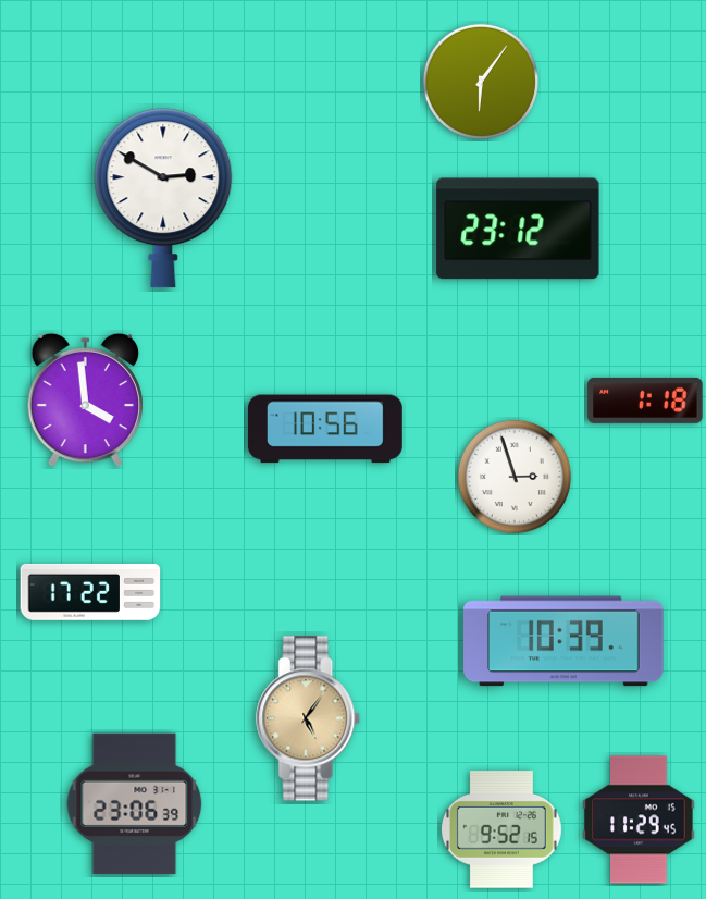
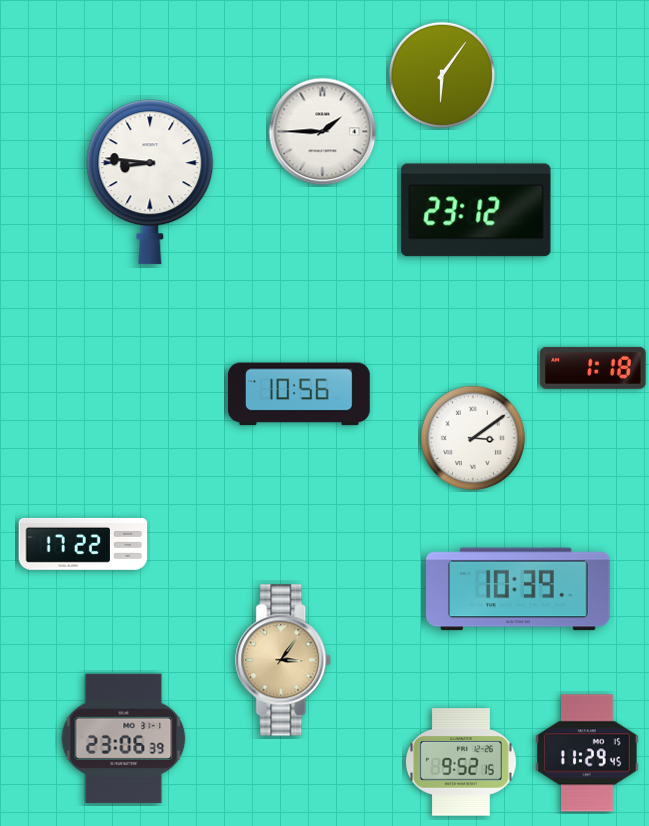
clock at (323, 132): none -> 1:45
clock at (163, 198): 2:50 -> 8:46
clock at (85, 401): 3:59 -> none
clock at (515, 477): 2:57 -> 3:09
clock at (309, 718): 5:06 -> 3:06
